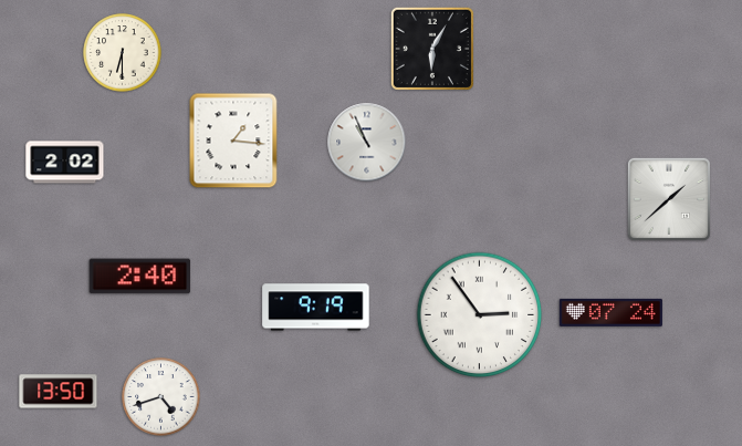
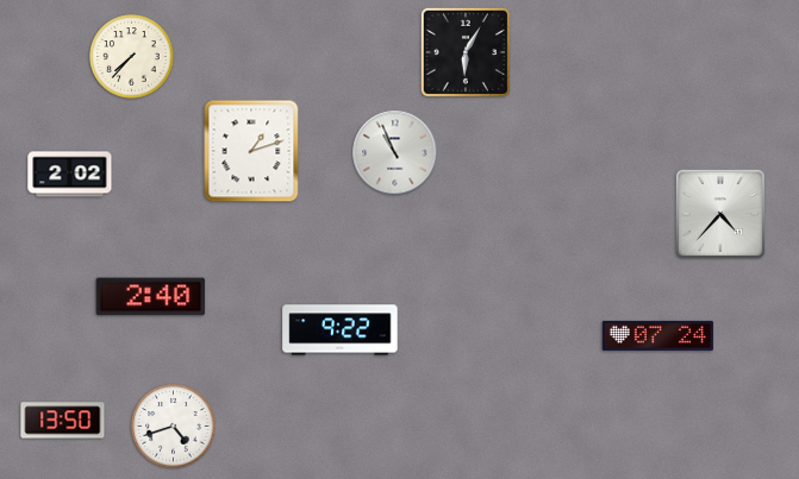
clock at (123, 53): 6:30 -> 7:37
clock at (233, 141): 1:16 -> 1:12
clock at (669, 199): 1:38 -> 4:37
clock at (316, 308): 9:19 -> 9:22
clock at (480, 315): 2:54 -> none
